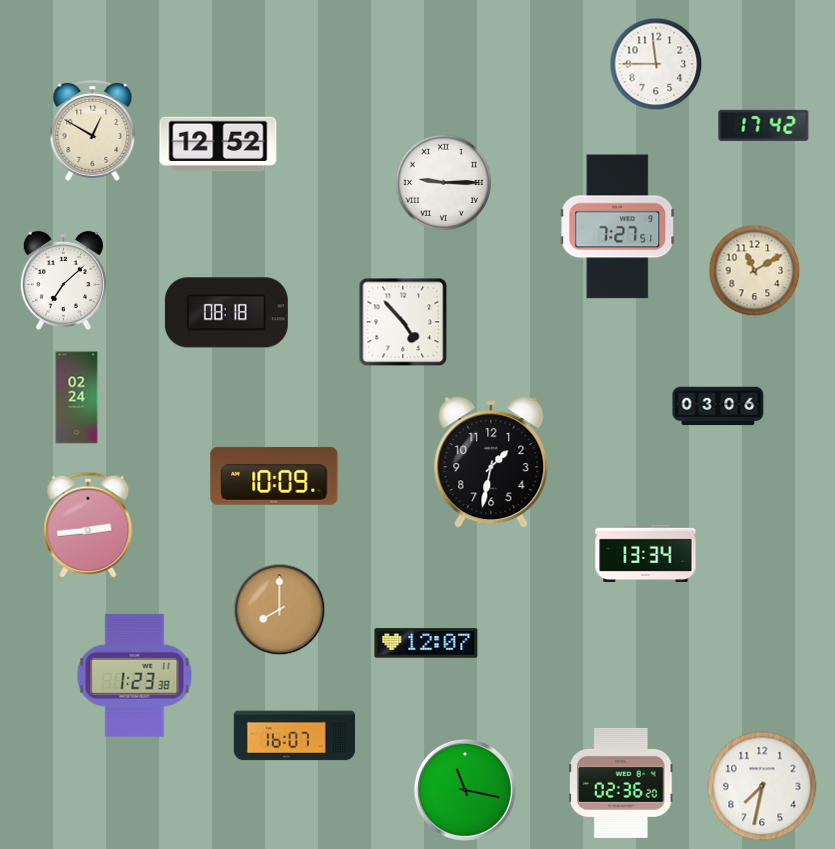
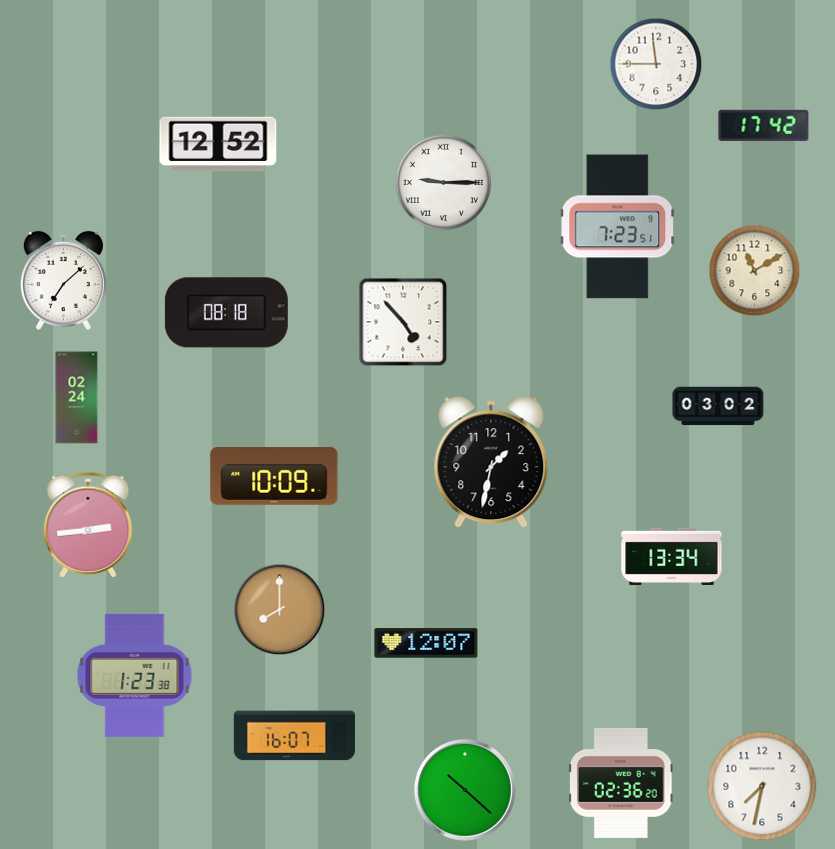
clock at (93, 130): 12:50 -> none
clock at (618, 227): 7:27 -> 7:23
clock at (718, 406): 03:06 -> 03:02
clock at (646, 553) position: (646, 553) -> (672, 556)
clock at (465, 790): 11:17 -> 10:22
